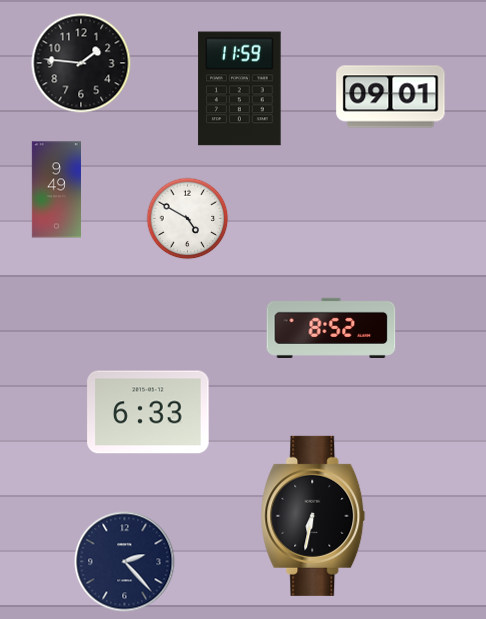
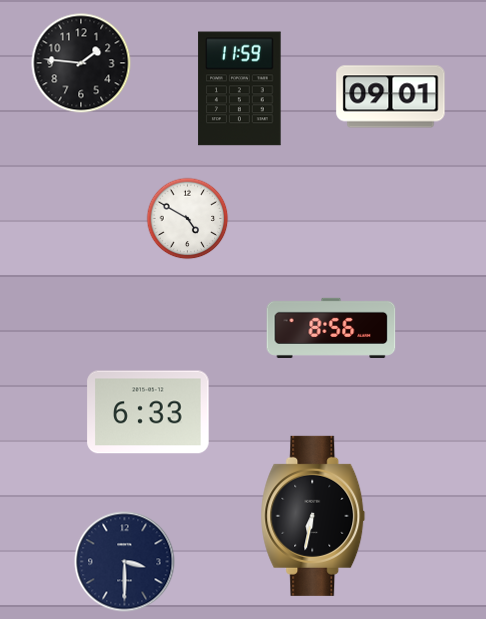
clock at (56, 190): 9:49 -> none
clock at (331, 328): 8:52 -> 8:56
clock at (125, 562): 2:23 -> 3:30
